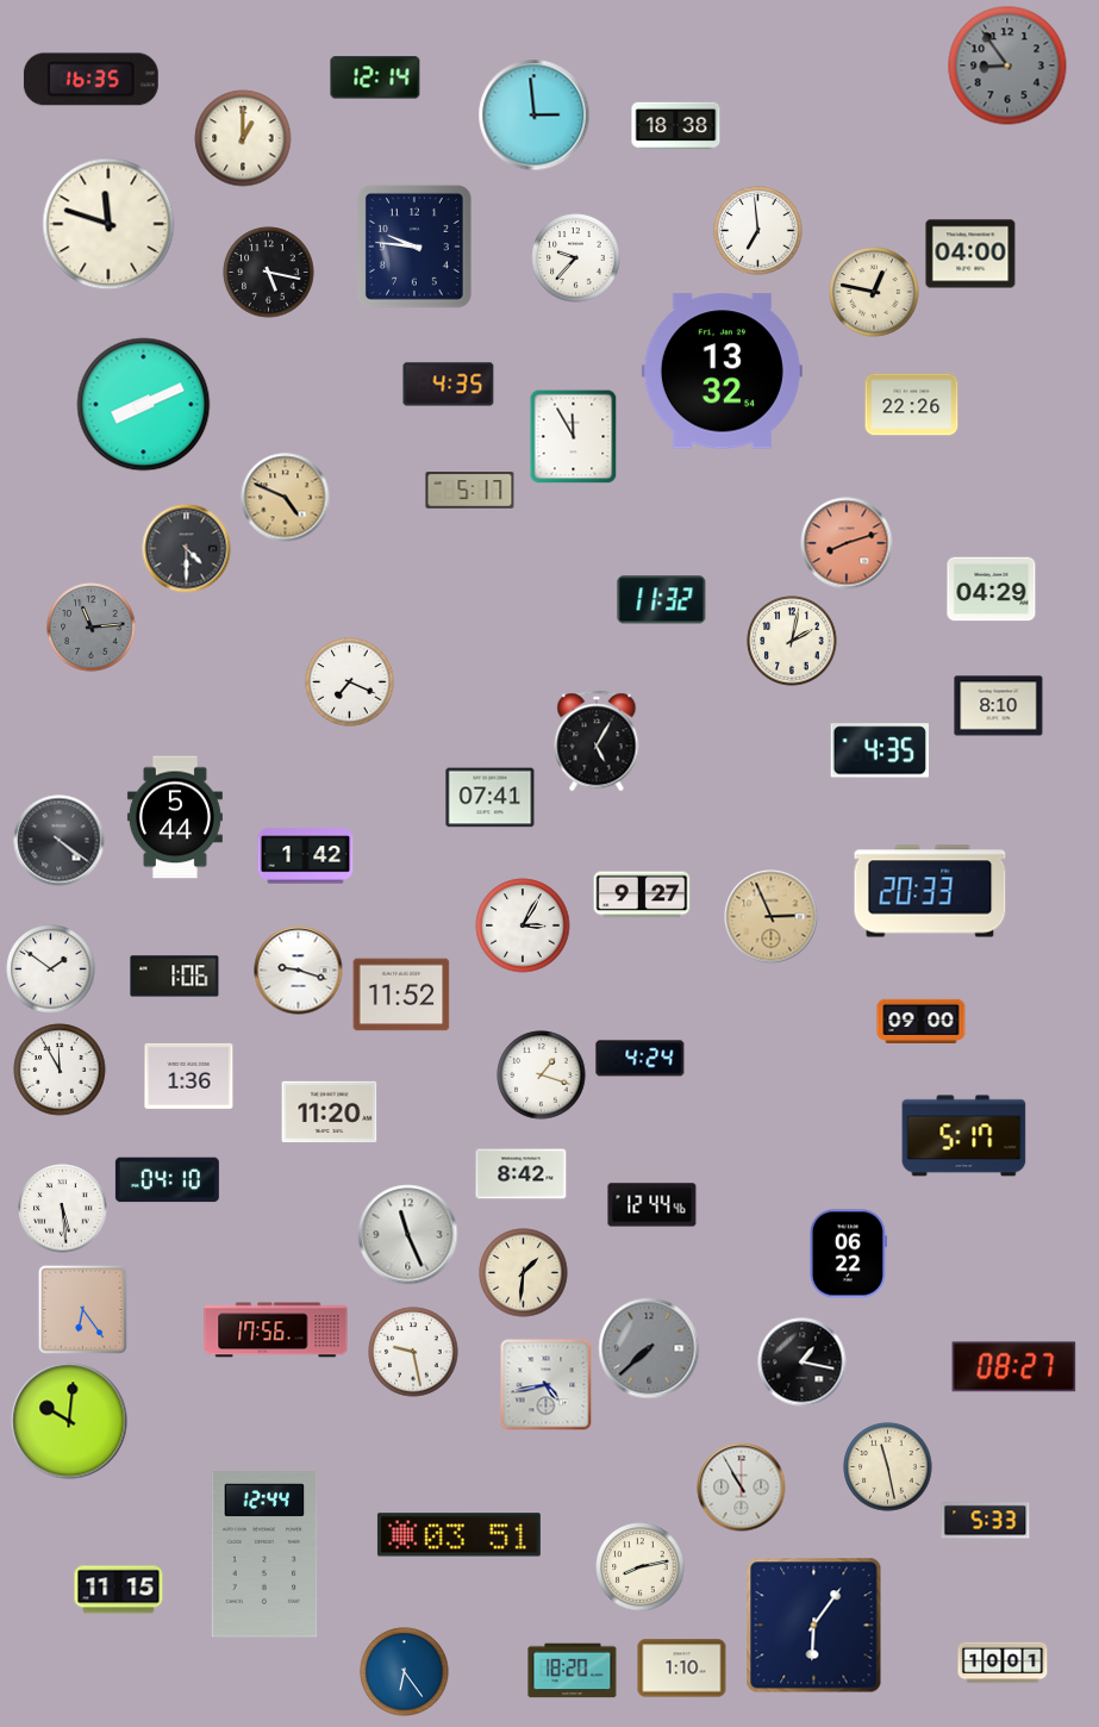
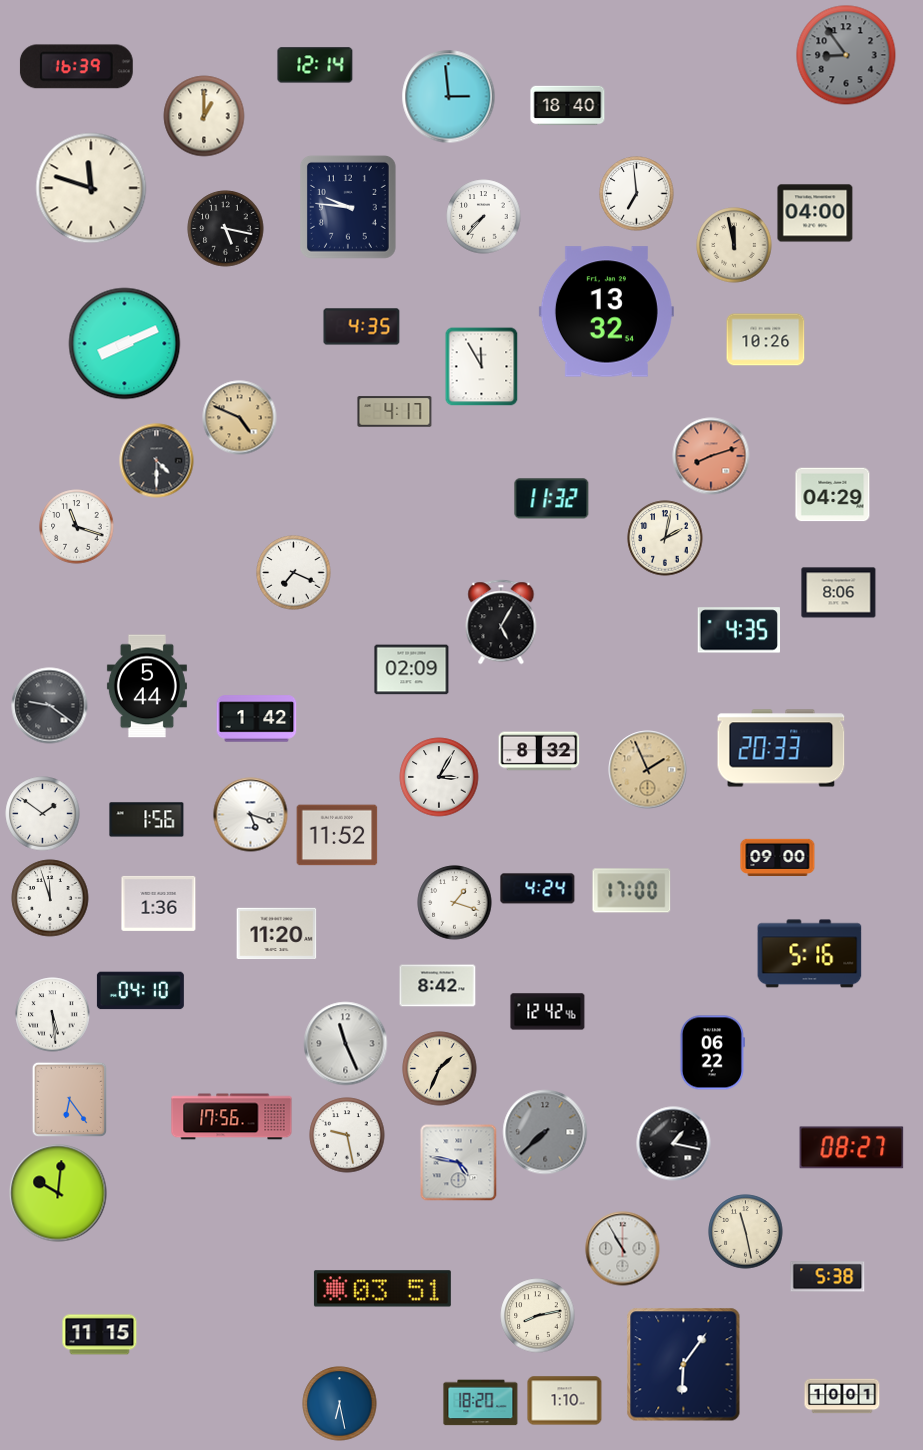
clock at (90, 80): 16:35 -> 16:39
clock at (676, 126): 18:38 -> 18:40
clock at (576, 258): 9:37 -> 7:37
clock at (874, 292): 12:47 -> 11:58
clock at (449, 385) position: (449, 385) -> (362, 327)
clock at (144, 405) position: (144, 405) -> (125, 344)
clock at (912, 405): 22:26 -> 10:26
clock at (470, 491): 5:17 -> 4:17
clock at (662, 600) position: (662, 600) -> (552, 499)
clock at (92, 628): 11:14 -> 11:18
clock at (92, 628) dial: grey -> white
clock at (999, 706): 8:10 -> 8:06
clock at (491, 798): 07:41 -> 02:09
clock at (60, 841): 4:21 -> 9:21
clock at (642, 894): 9:27 -> 8:32
clock at (772, 917): 2:56 -> 1:56
clock at (299, 971): 9:18 -> 5:18
clock at (175, 977): 1:06 -> 1:56
clock at (922, 1021) position: (922, 1021) -> (778, 857)
clock at (632, 891): none -> 17:00
clock at (60, 1070): 11:55 -> 11:57
clock at (964, 1136): 5:17 -> 5:16
clock at (652, 1205): 12:44 -> 12:42
clock at (408, 1235) position: (408, 1235) -> (346, 1044)
clock at (524, 1273): 1:31 -> 1:34
clock at (547, 1385): 4:43 -> 4:47
clock at (986, 1521): 5:33 -> 5:38
clock at (458, 1535) position: (458, 1535) -> (382, 1289)
clock at (264, 1554): 12:44 -> none
clock at (682, 1669) position: (682, 1669) -> (565, 1401)
clock at (405, 1672): 6:24 -> 6:28
